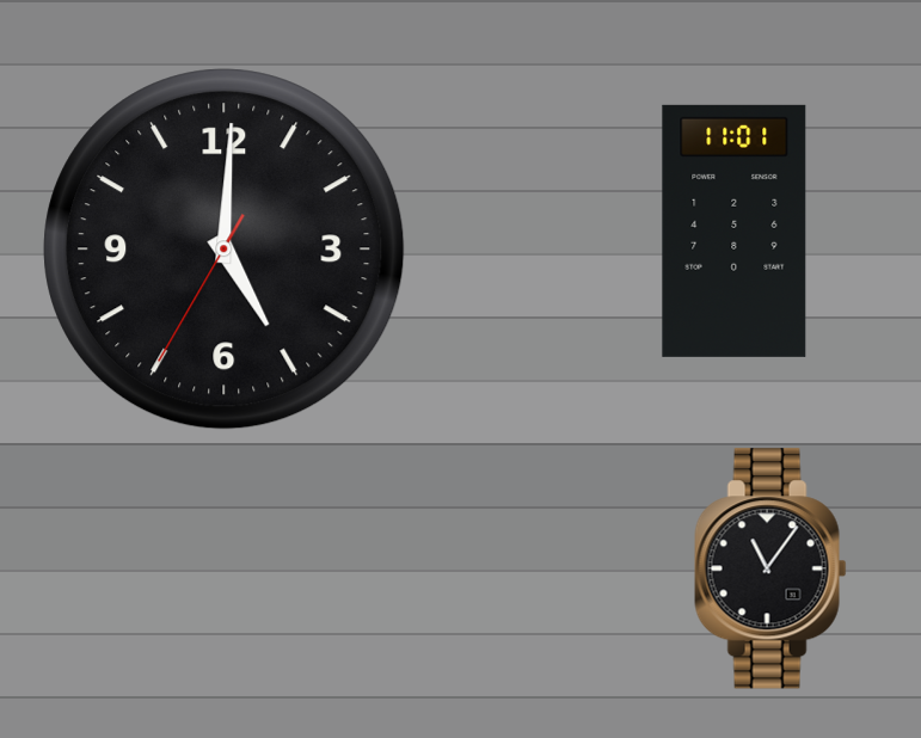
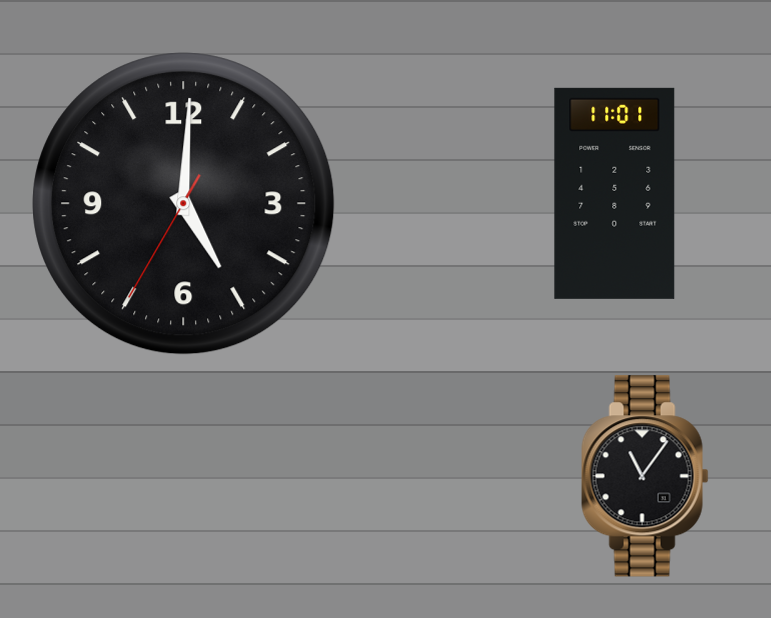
clock at (225, 250) position: (225, 250) -> (184, 204)
